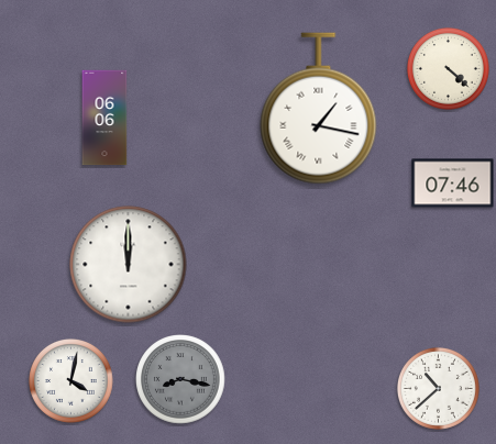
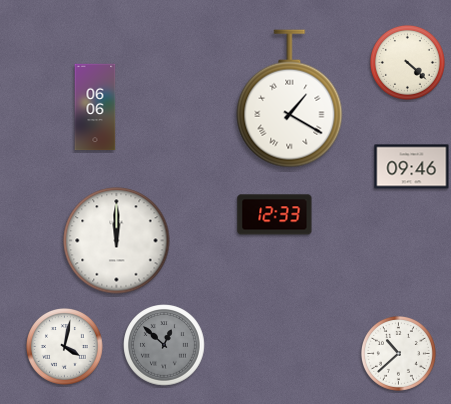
clock at (319, 109): 1:17 -> 1:20
clock at (453, 184): 07:46 -> 09:46
clock at (275, 215): none -> 12:33
clock at (180, 379): 8:17 -> 12:52
